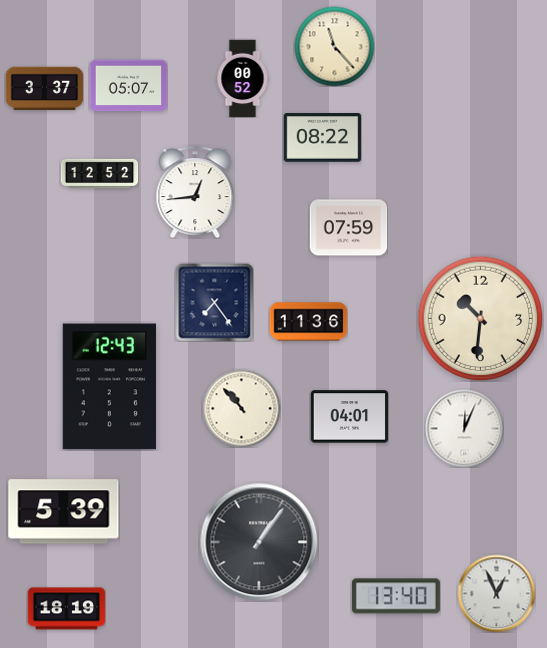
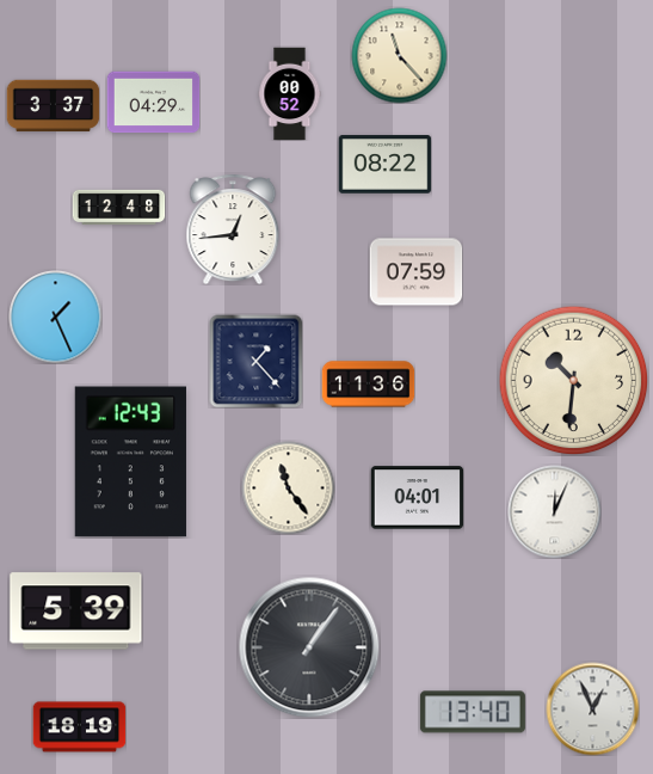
clock at (128, 86): 05:07 -> 04:29
clock at (99, 174): 12:52 -> 12:48
clock at (55, 317): none -> 1:26
clock at (214, 302): 7:24 -> 1:23
clock at (241, 408): 10:53 -> 11:24
